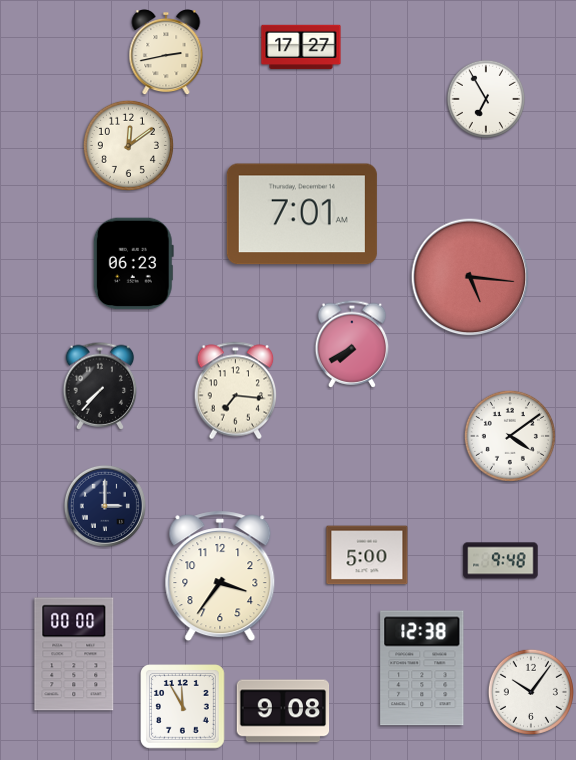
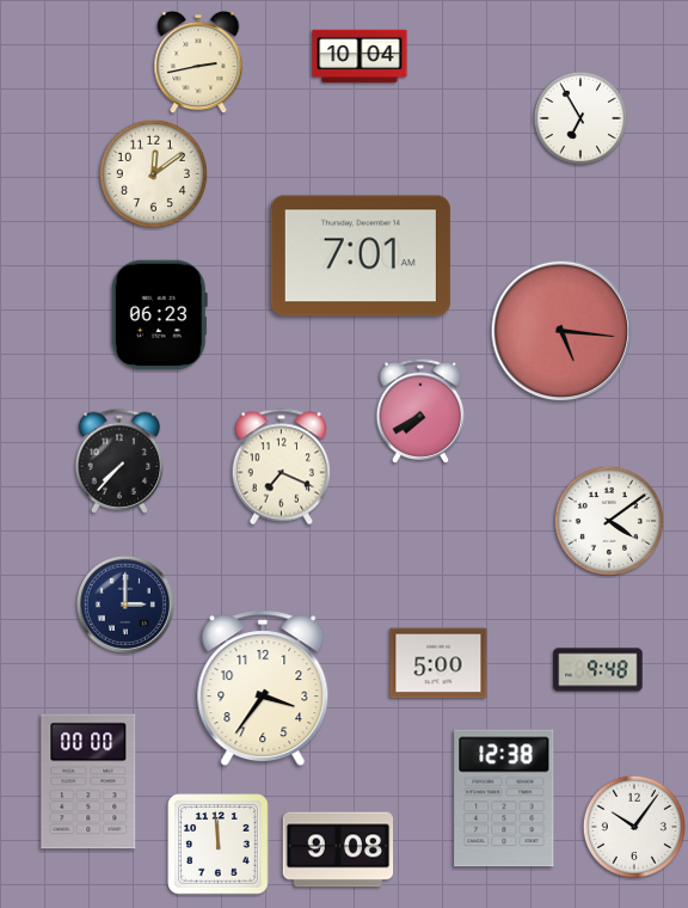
clock at (301, 47): 17:27 -> 10:04
clock at (236, 391): 7:16 -> 7:19
clock at (183, 707): 11:55 -> 11:59
